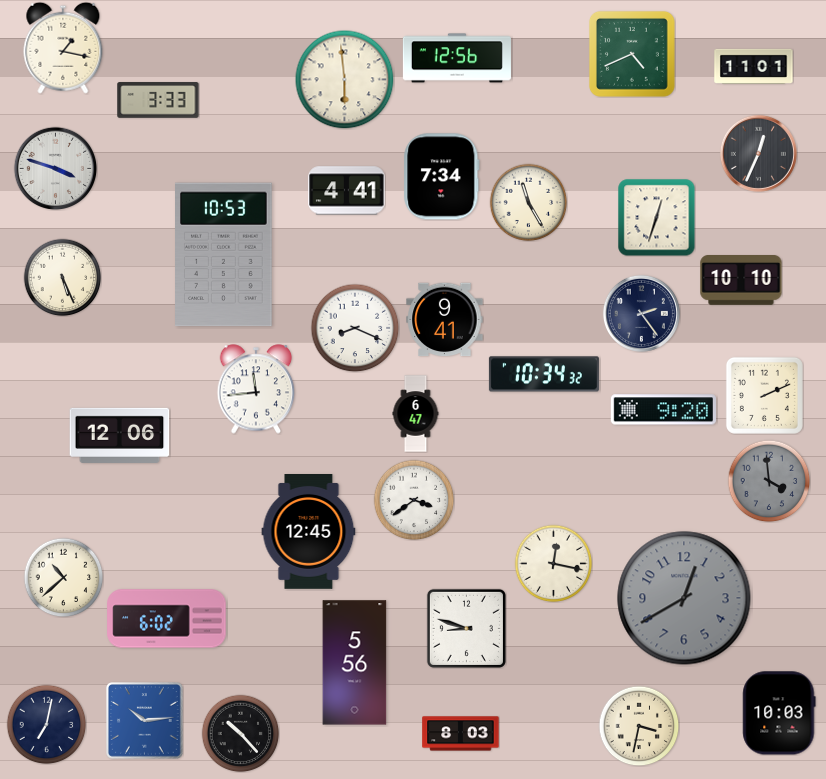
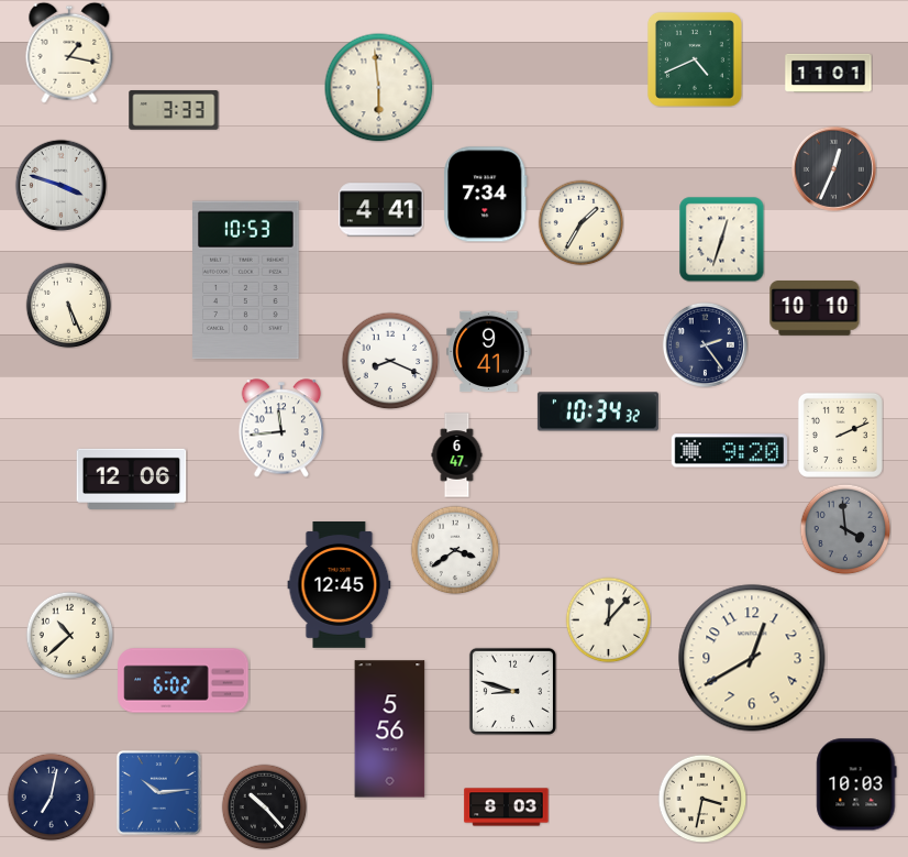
clock at (457, 58): 12:56 -> none
clock at (528, 202): 11:25 -> 1:35
clock at (553, 563): 12:17 -> 12:07
clock at (684, 598) dial: grey -> cream
